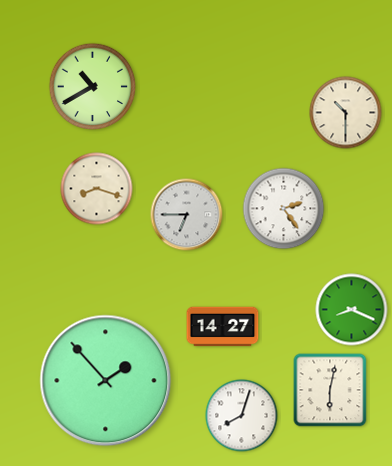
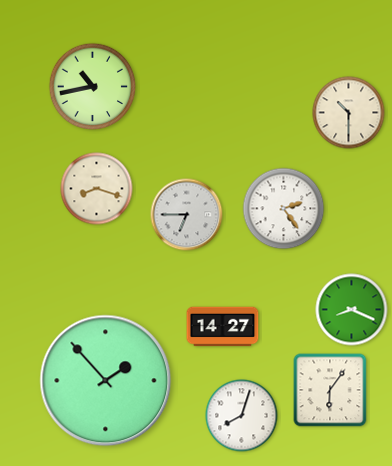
clock at (93, 87): 10:40 -> 10:43
clock at (346, 113) position: (346, 113) -> (349, 113)
clock at (330, 390): 6:02 -> 6:06
